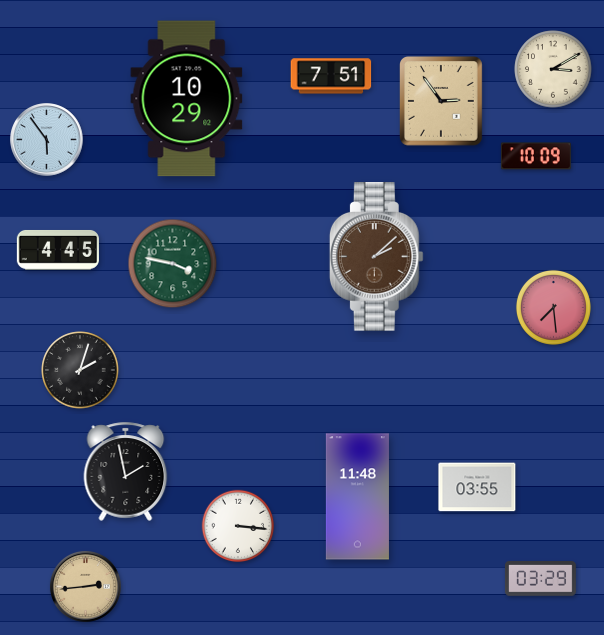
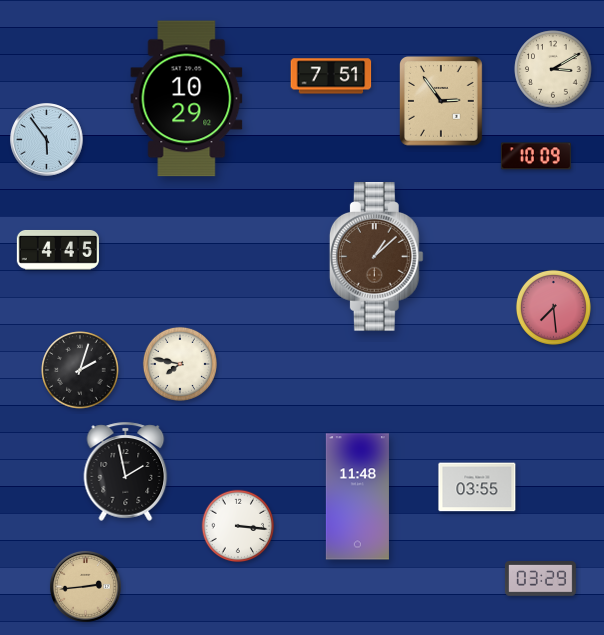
clock at (376, 257): 2:08 -> 1:08
clock at (173, 264): 3:47 -> none
clock at (180, 364): none -> 7:47
